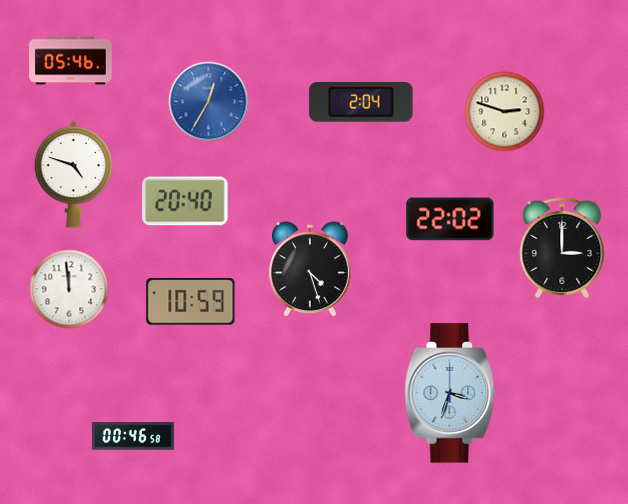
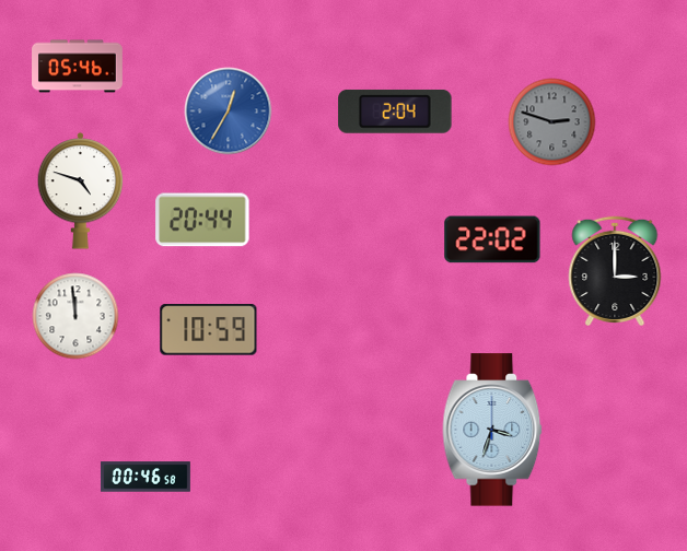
clock at (505, 112) dial: cream -> grey
clock at (185, 201): 20:40 -> 20:44
clock at (310, 270): 4:27 -> none
